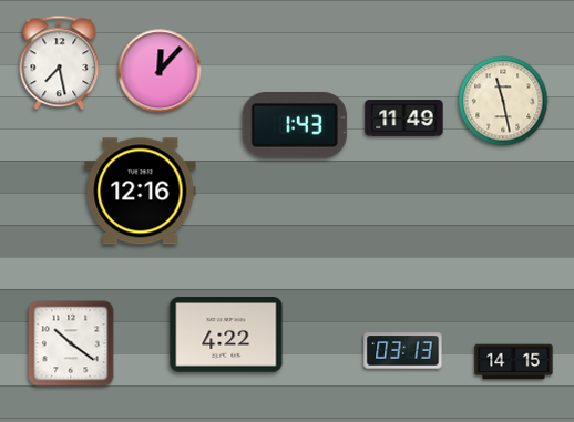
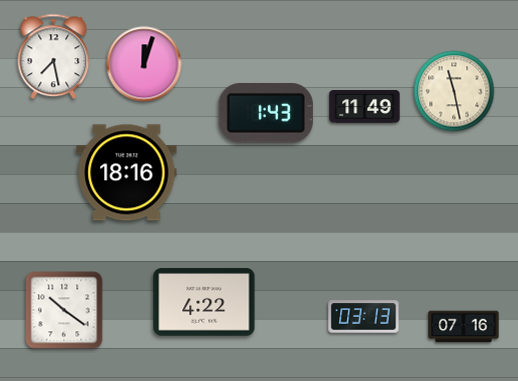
clock at (160, 71): 12:07 -> 12:03
clock at (141, 192): 12:16 -> 18:16
clock at (514, 362): 14:15 -> 07:16
